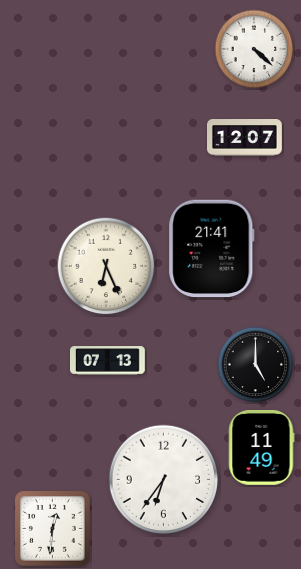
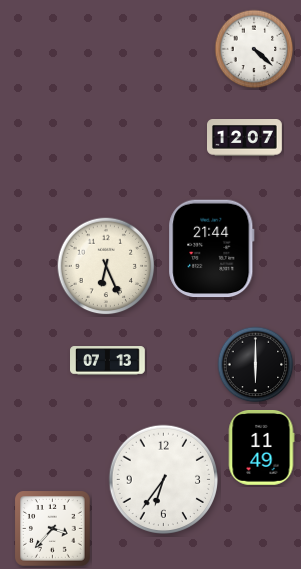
clock at (212, 249): 21:41 -> 21:44
clock at (256, 365): 5:00 -> 6:00
clock at (53, 529): 12:31 -> 3:37
